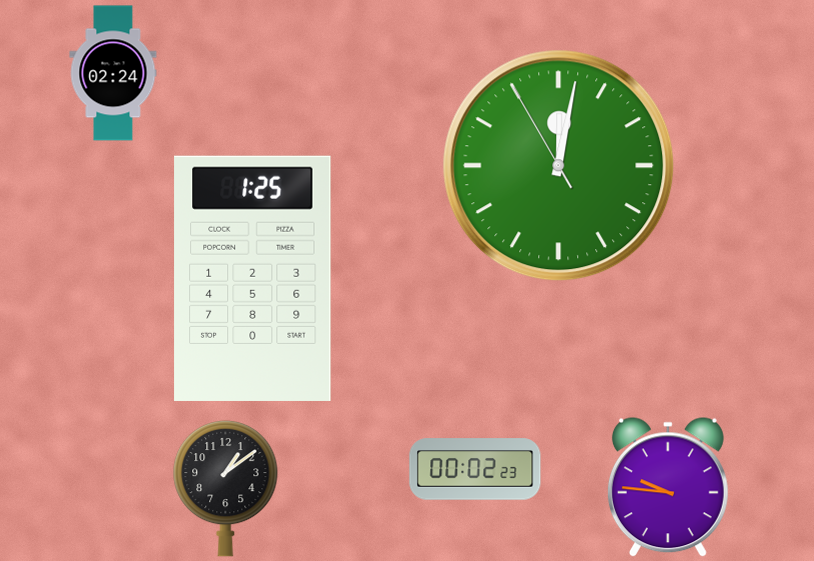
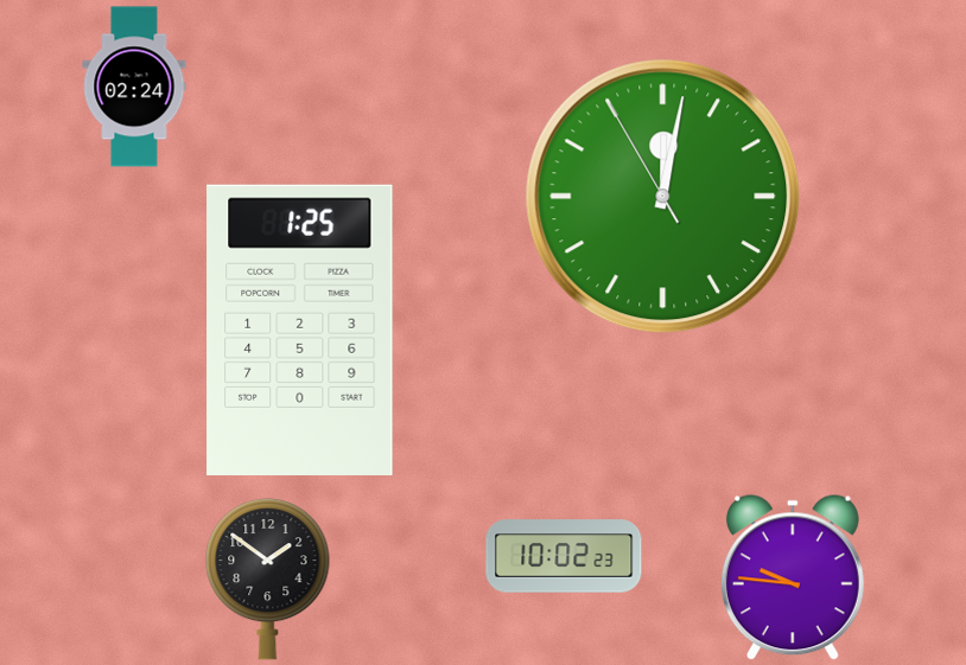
clock at (475, 469): 00:02 -> 10:02
clock at (226, 488): 1:09 -> 1:51
